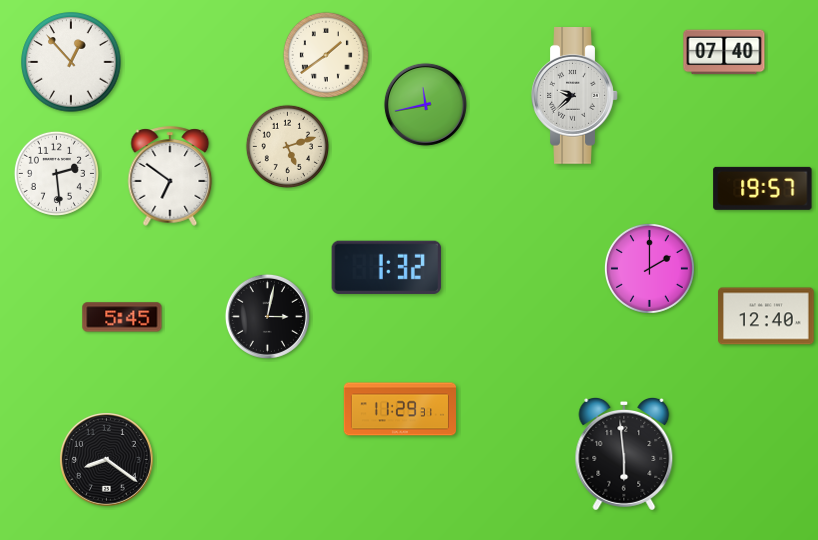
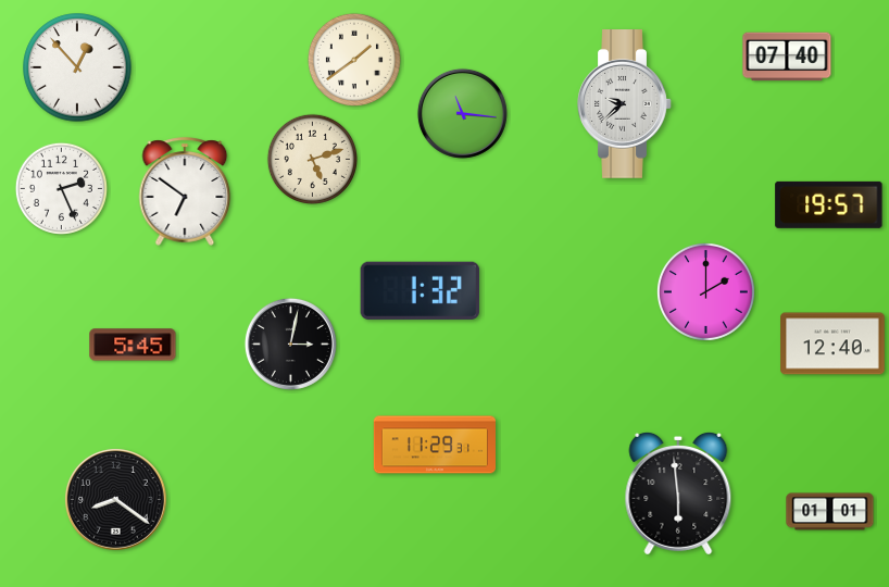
clock at (425, 104): 11:43 -> 11:16
clock at (56, 173): 2:29 -> 2:26
clock at (830, 512): none -> 01:01
